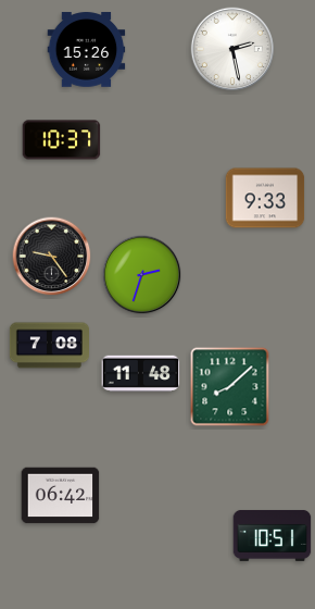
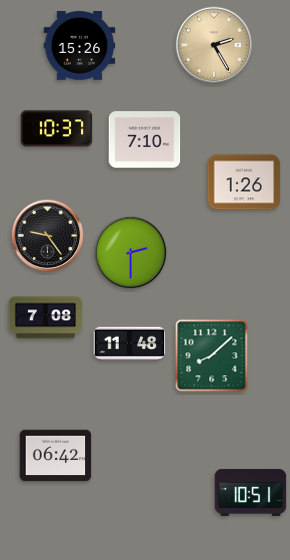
clock at (232, 49): 2:28 -> 2:25
clock at (232, 49) dial: white -> champagne
clock at (145, 140): none -> 7:10
clock at (265, 198): 9:33 -> 1:26
clock at (142, 275): 2:33 -> 2:30
